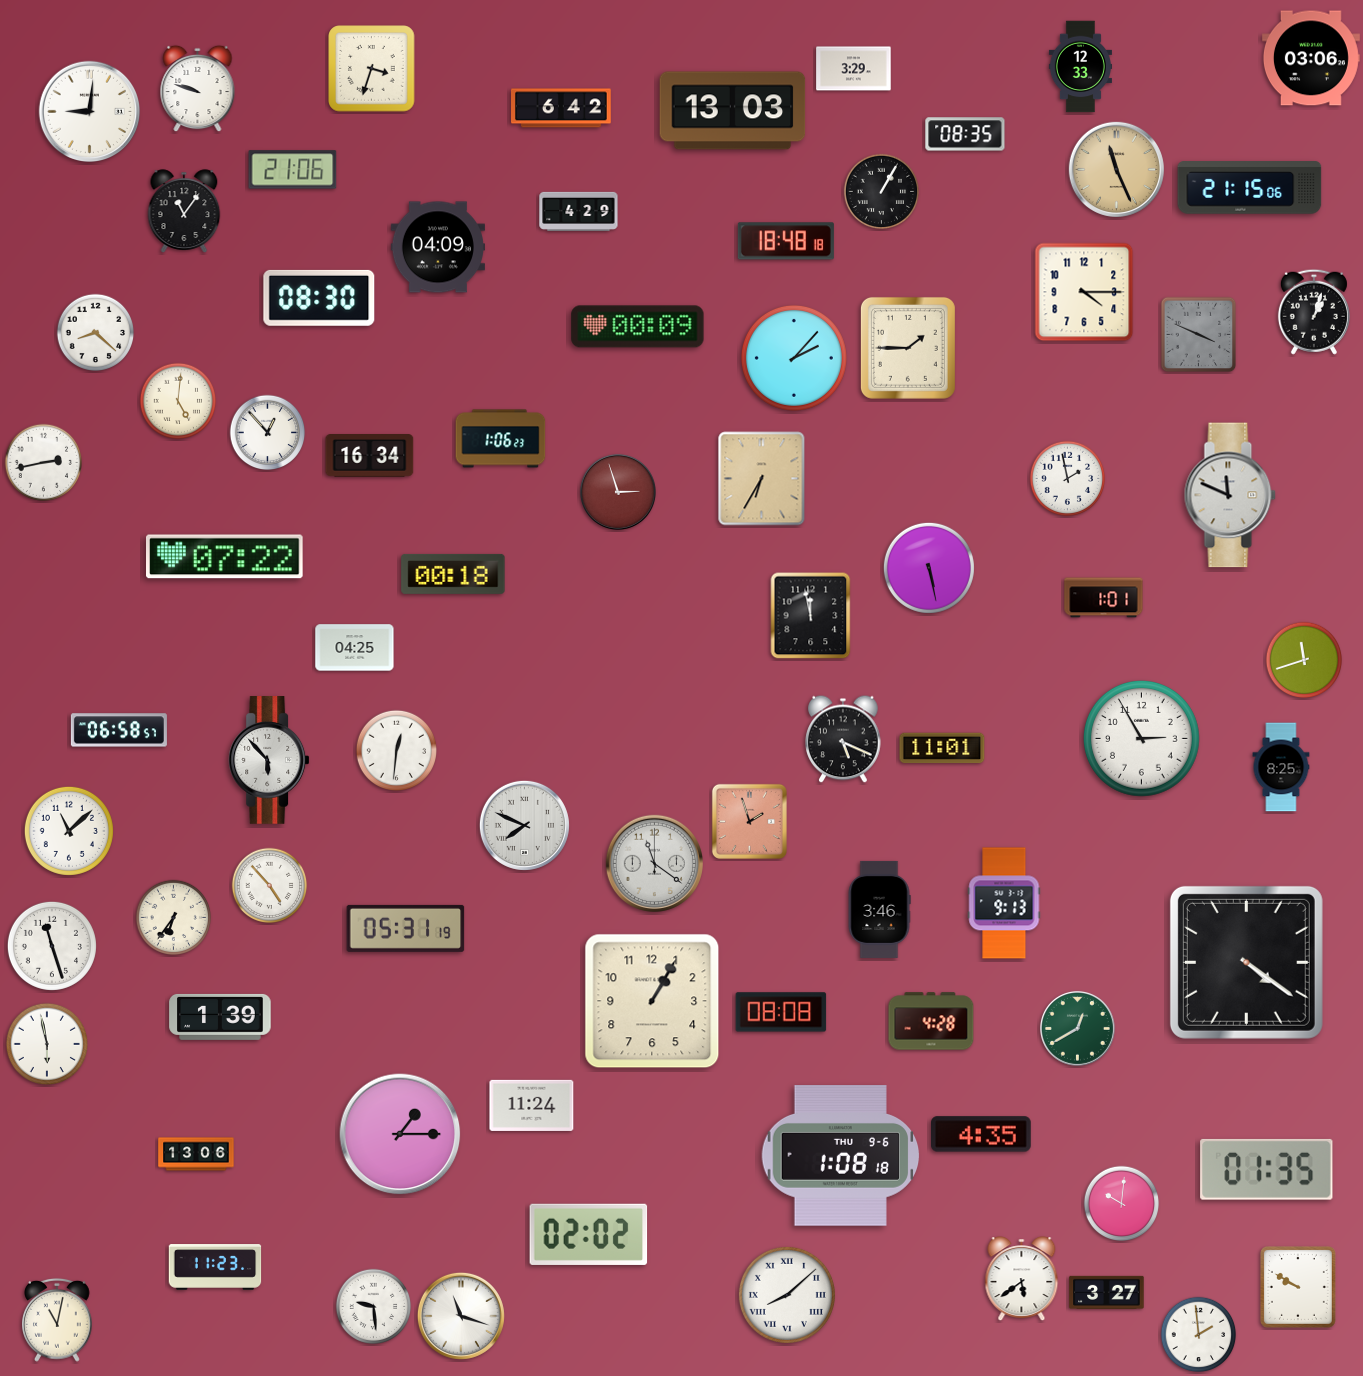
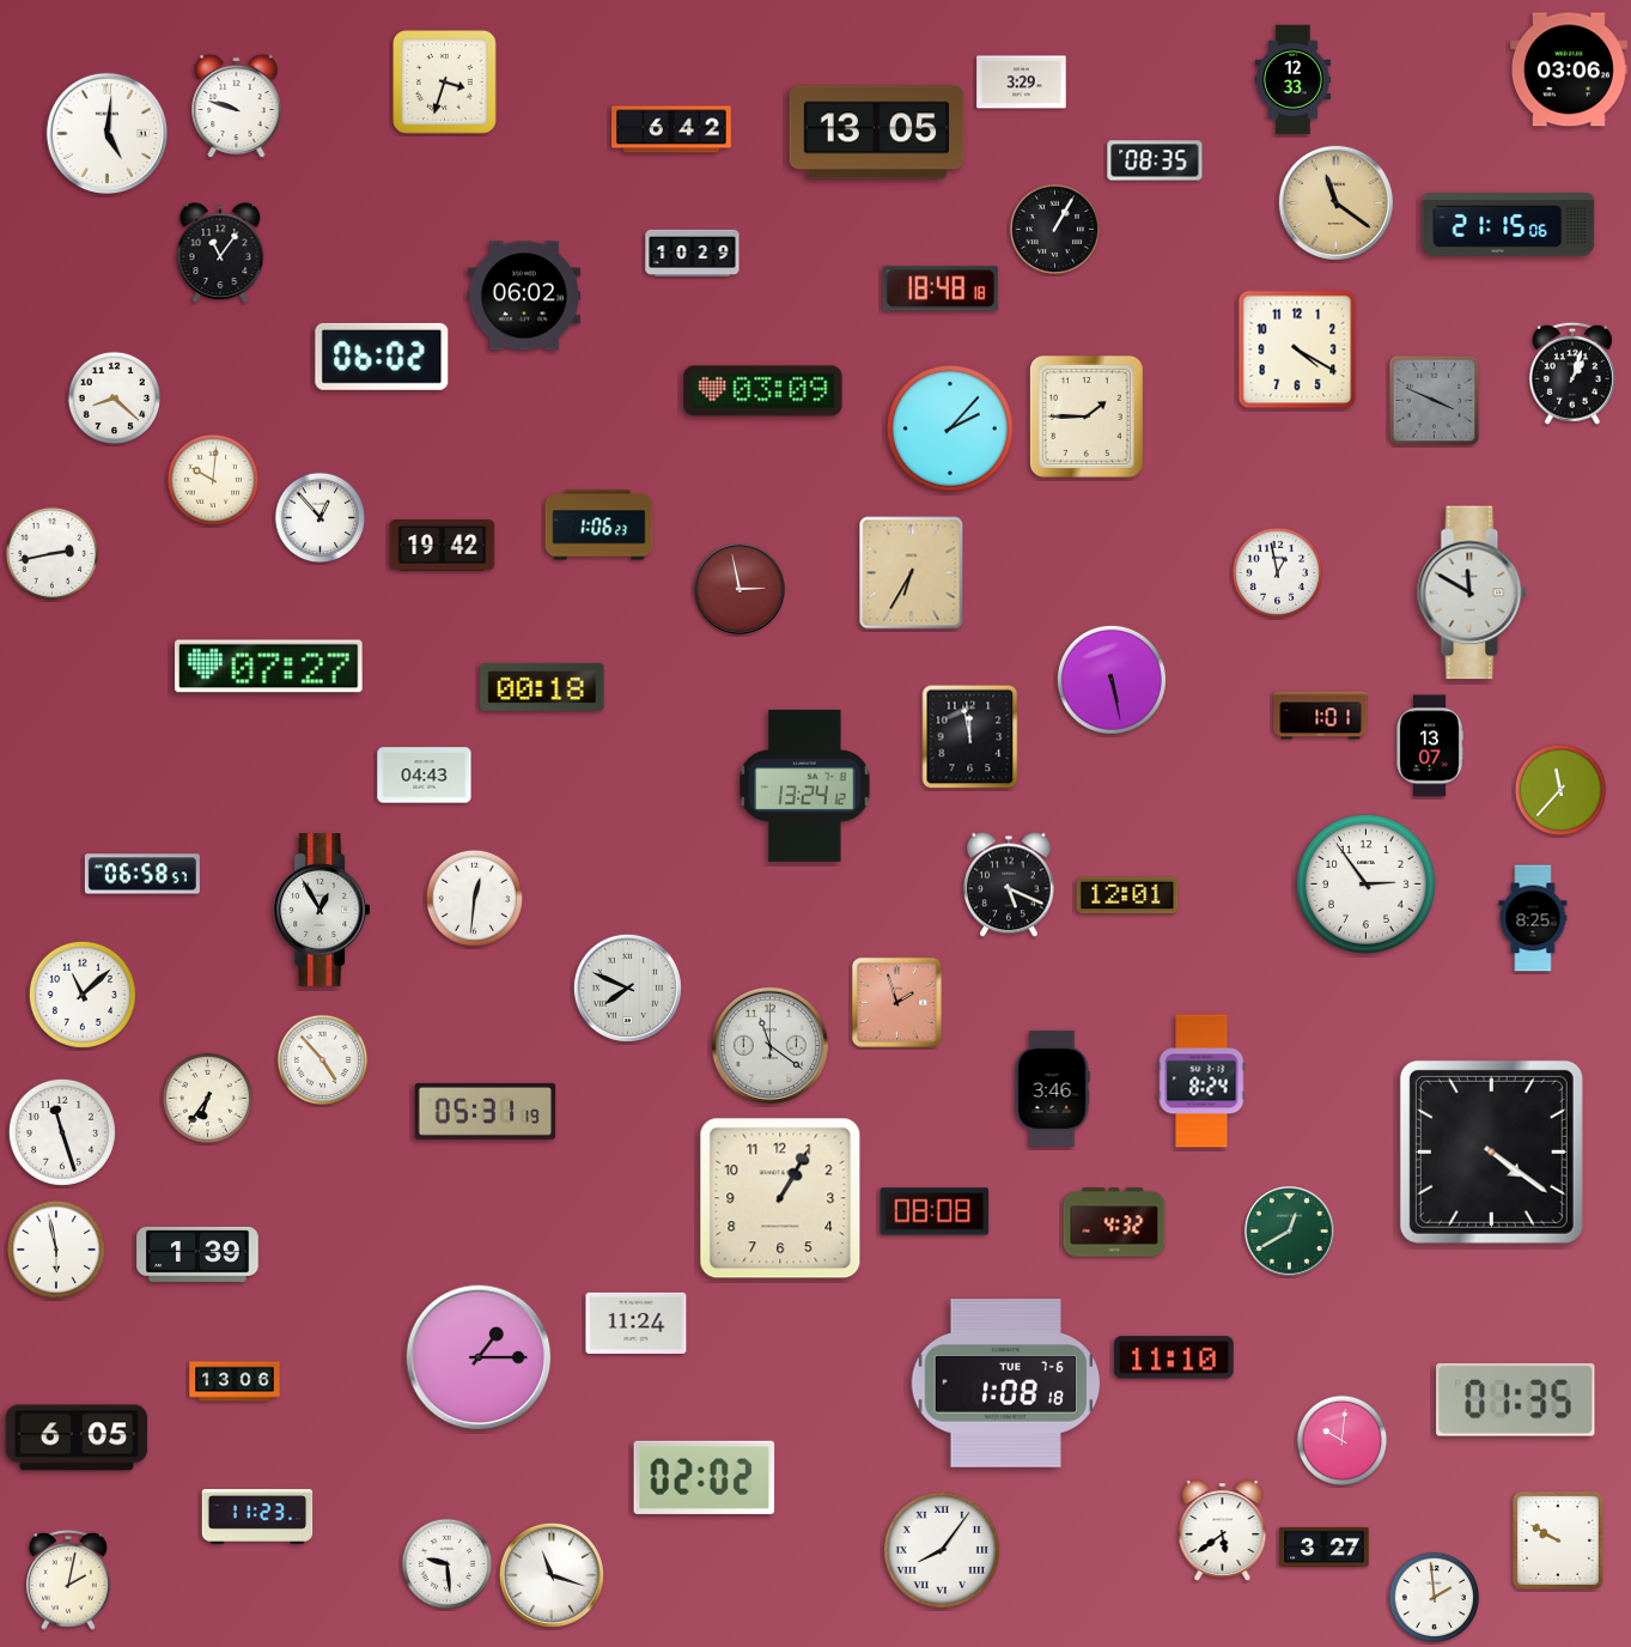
clock at (89, 111): 9:01 -> 5:01
clock at (733, 111): 13:03 -> 13:05
clock at (1116, 169): 11:26 -> 11:21
clock at (293, 170): 21:06 -> none
clock at (1250, 188) position: (1250, 188) -> (1509, 225)
clock at (579, 211): 4:29 -> 10:29
clock at (437, 247): 04:09 -> 06:02
clock at (1084, 292): 4:15 -> 4:20
clock at (319, 298): 08:30 -> 06:02
clock at (638, 327): 00:09 -> 03:09
clock at (178, 401): 5:01 -> 10:01
clock at (370, 456): 16:34 -> 19:42
clock at (1068, 479): 1:58 -> 12:58
clock at (618, 492): 2:57 -> 2:58
clock at (1230, 495): 11:49 -> 11:50
clock at (225, 557): 07:22 -> 07:27
clock at (1430, 746): none -> 13:07
clock at (355, 648): 04:25 -> 04:43
clock at (805, 785): none -> 13:24
clock at (1304, 660): 11:42 -> 11:37
clock at (1141, 738): 2:55 -> 2:54
clock at (942, 748): 11:01 -> 12:01
clock at (269, 761): 5:53 -> 12:55
clock at (749, 821) position: (749, 821) -> (896, 1002)
clock at (654, 863) position: (654, 863) -> (769, 1045)
clock at (1004, 903): 9:13 -> 8:24
clock at (220, 1017) position: (220, 1017) -> (197, 1254)
clock at (931, 1021): 4:28 -> 4:32
clock at (982, 1134): 4:35 -> 11:10
clock at (841, 1156) date: THU 9-6 -> TUE 7-6
clock at (77, 1438): none -> 6:05
clock at (1298, 1287) position: (1298, 1287) -> (1558, 1540)
clock at (787, 1295): 8:08 -> 8:06
clock at (58, 1320): 11:02 -> 2:02
